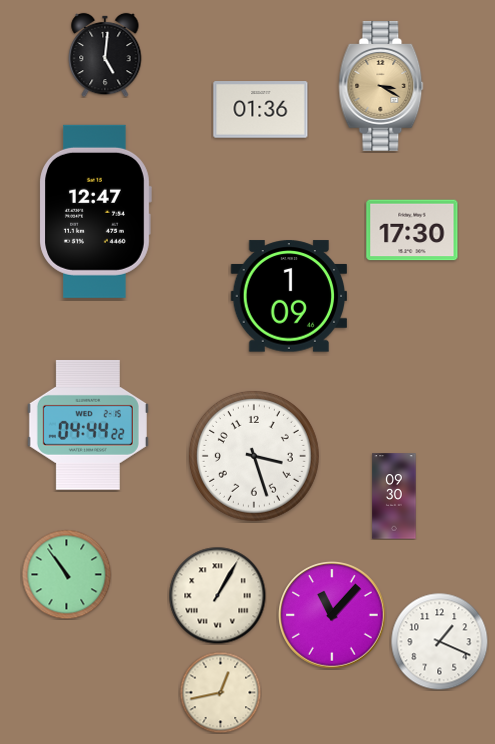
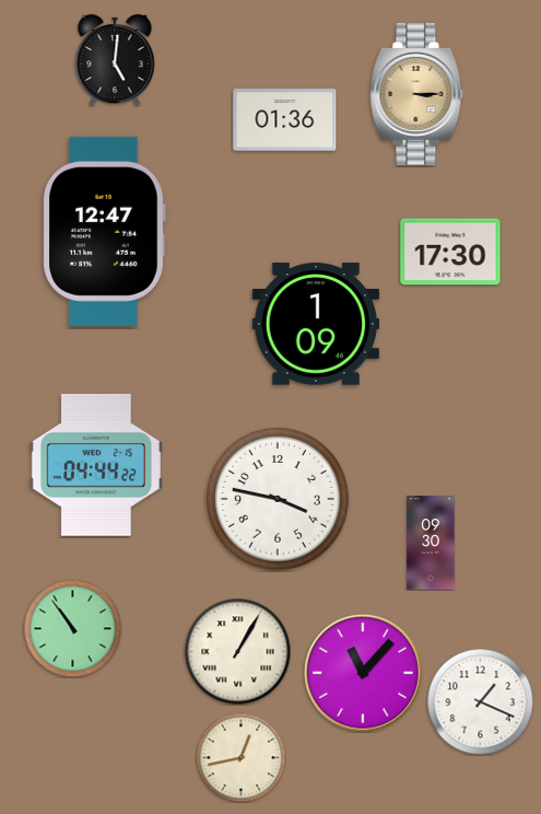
clock at (381, 87): 3:20 -> 3:15
clock at (254, 456): 3:27 -> 3:47
